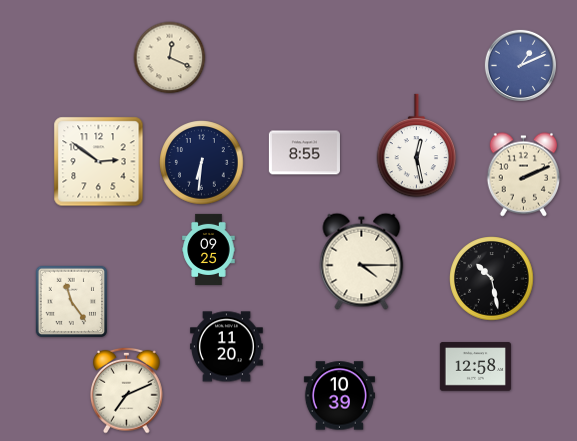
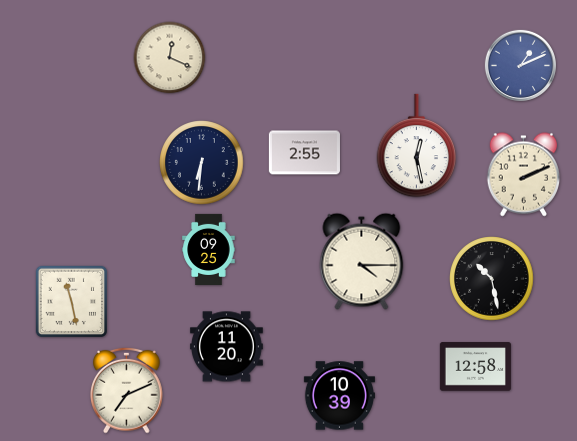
clock at (304, 153): 8:55 -> 2:55
clock at (99, 162): 2:51 -> none
clock at (71, 301): 11:24 -> 11:28
